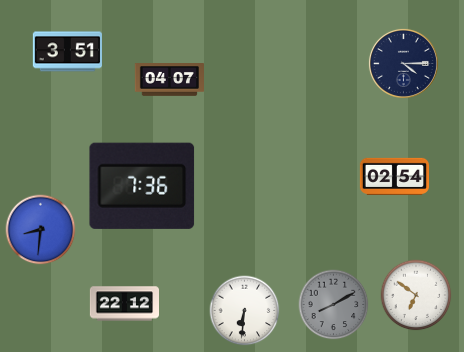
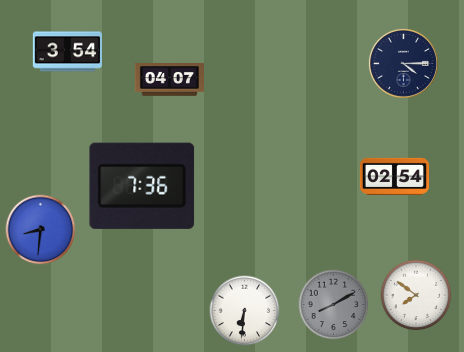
clock at (67, 52): 3:51 -> 3:54
clock at (416, 295): 6:51 -> 7:51
clock at (124, 304): 22:12 -> none
